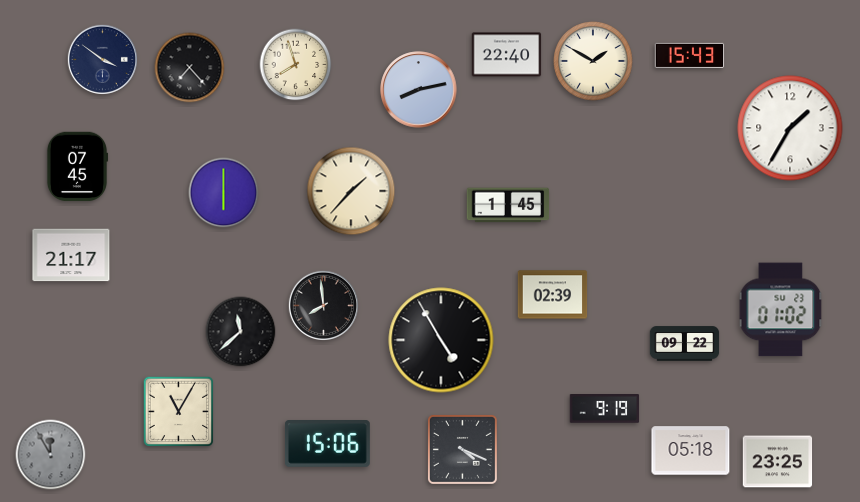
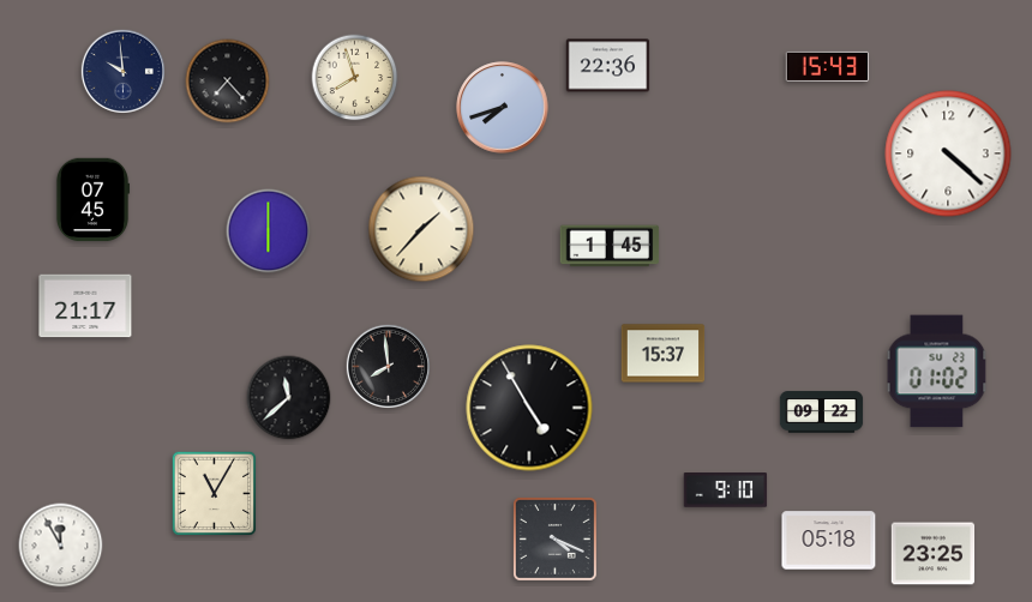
clock at (507, 55): 22:40 -> 22:36
clock at (102, 59): 3:51 -> 9:59
clock at (593, 61): 1:50 -> none
clock at (419, 90): 8:13 -> 7:42
clock at (790, 128): 1:35 -> 4:22
clock at (553, 295): 02:39 -> 15:37
clock at (605, 409): 9:19 -> 9:10
clock at (327, 444): 15:06 -> none
clock at (51, 455) dial: grey -> white
